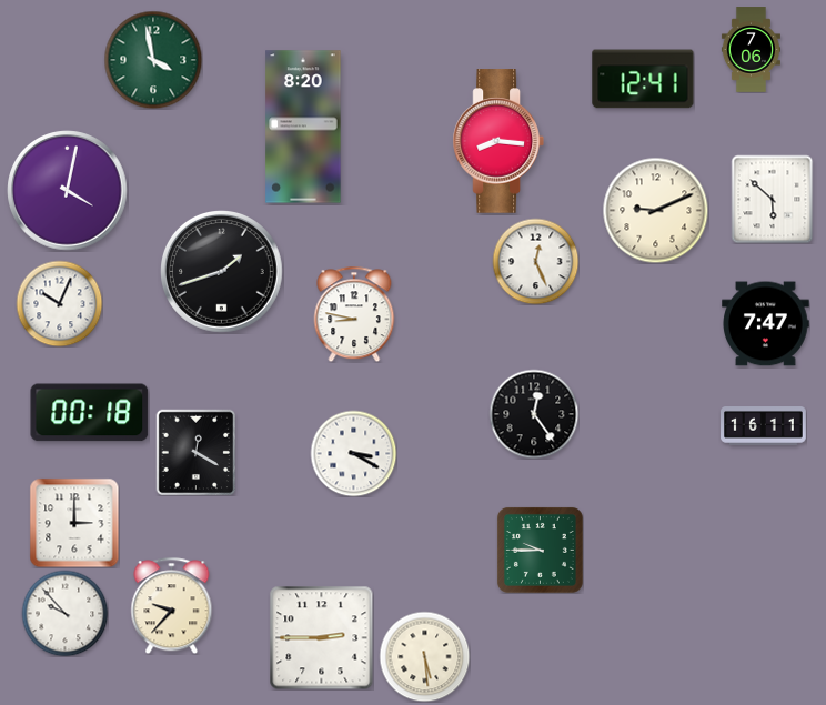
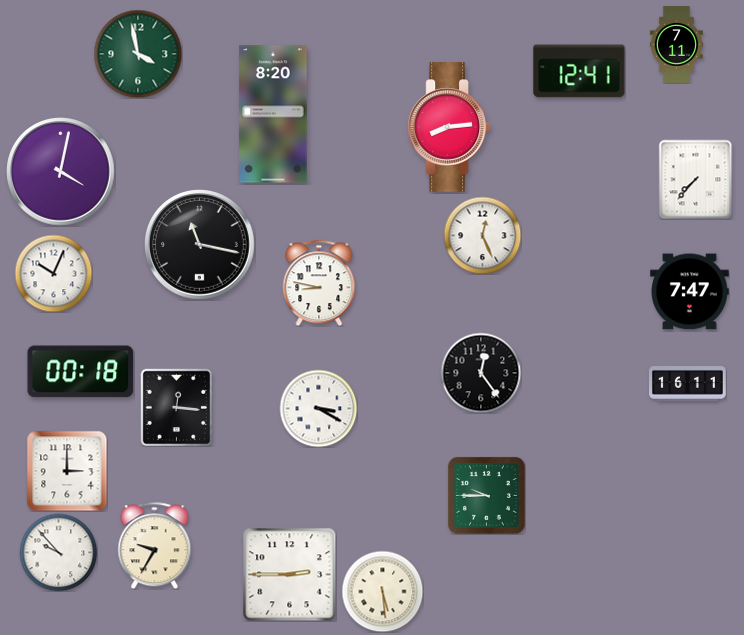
clock at (751, 50): 7:06 -> 7:11
clock at (497, 141): 8:16 -> 8:14
clock at (773, 199): 5:52 -> 7:37
clock at (655, 210): 9:11 -> none
clock at (222, 272): 1:42 -> 11:17
clock at (197, 452): 12:20 -> 12:16
clock at (172, 605): 9:37 -> 9:35
